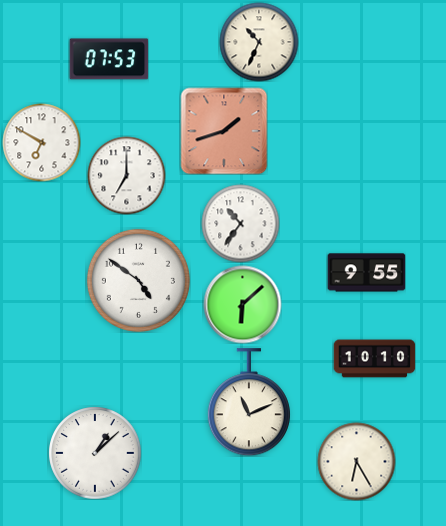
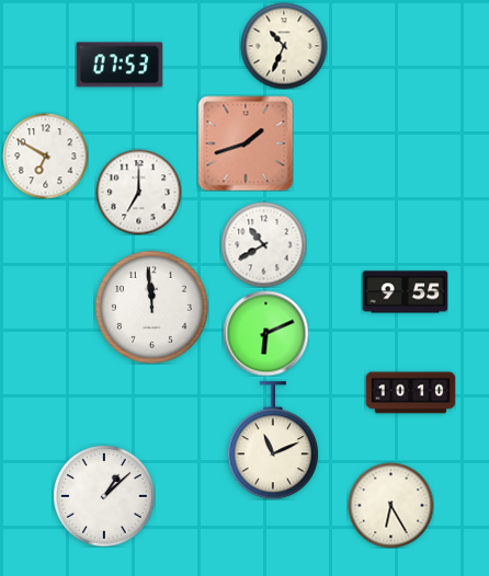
clock at (240, 223): 10:36 -> 10:40
clock at (366, 273) position: (366, 273) -> (405, 292)
clock at (138, 280): 4:51 -> 11:59
clock at (242, 304): 6:08 -> 6:11
